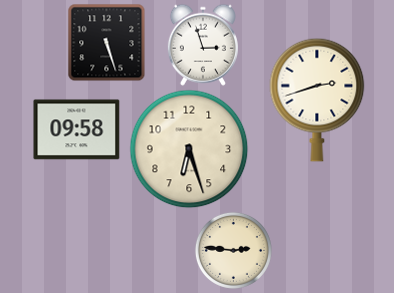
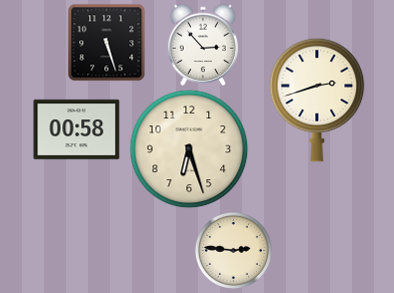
clock at (203, 45): 2:57 -> 2:53
clock at (77, 130): 09:58 -> 00:58
